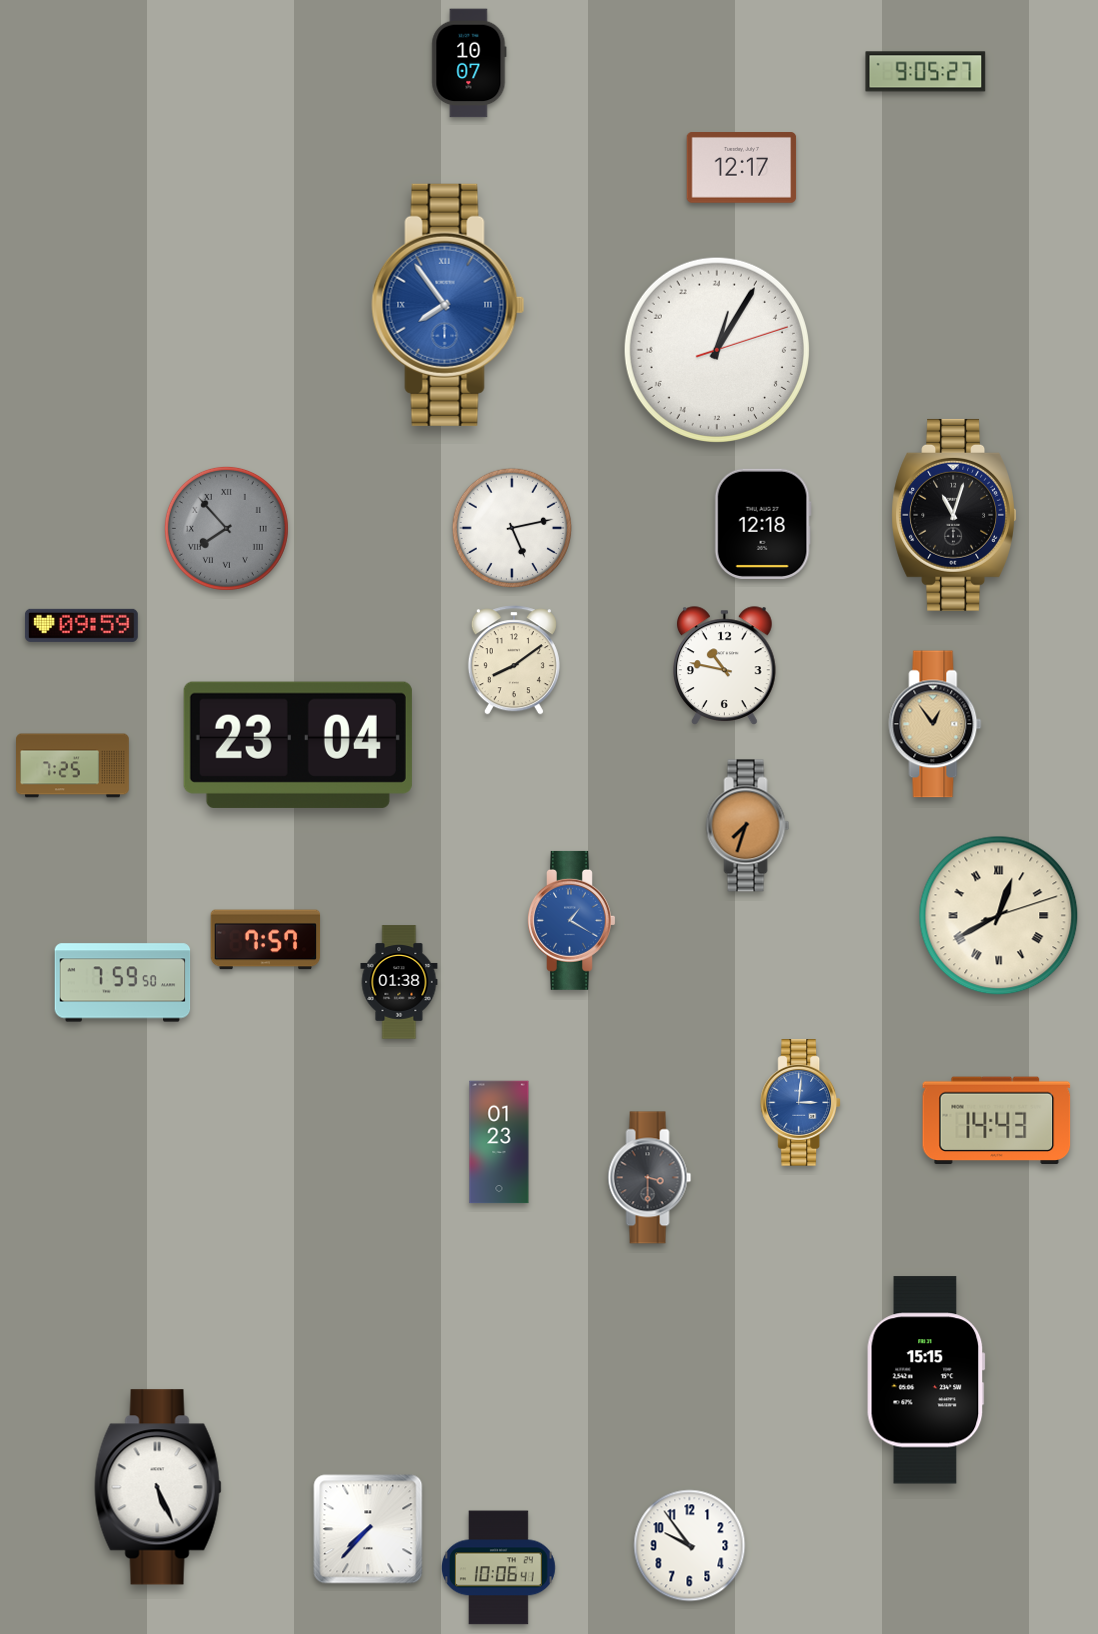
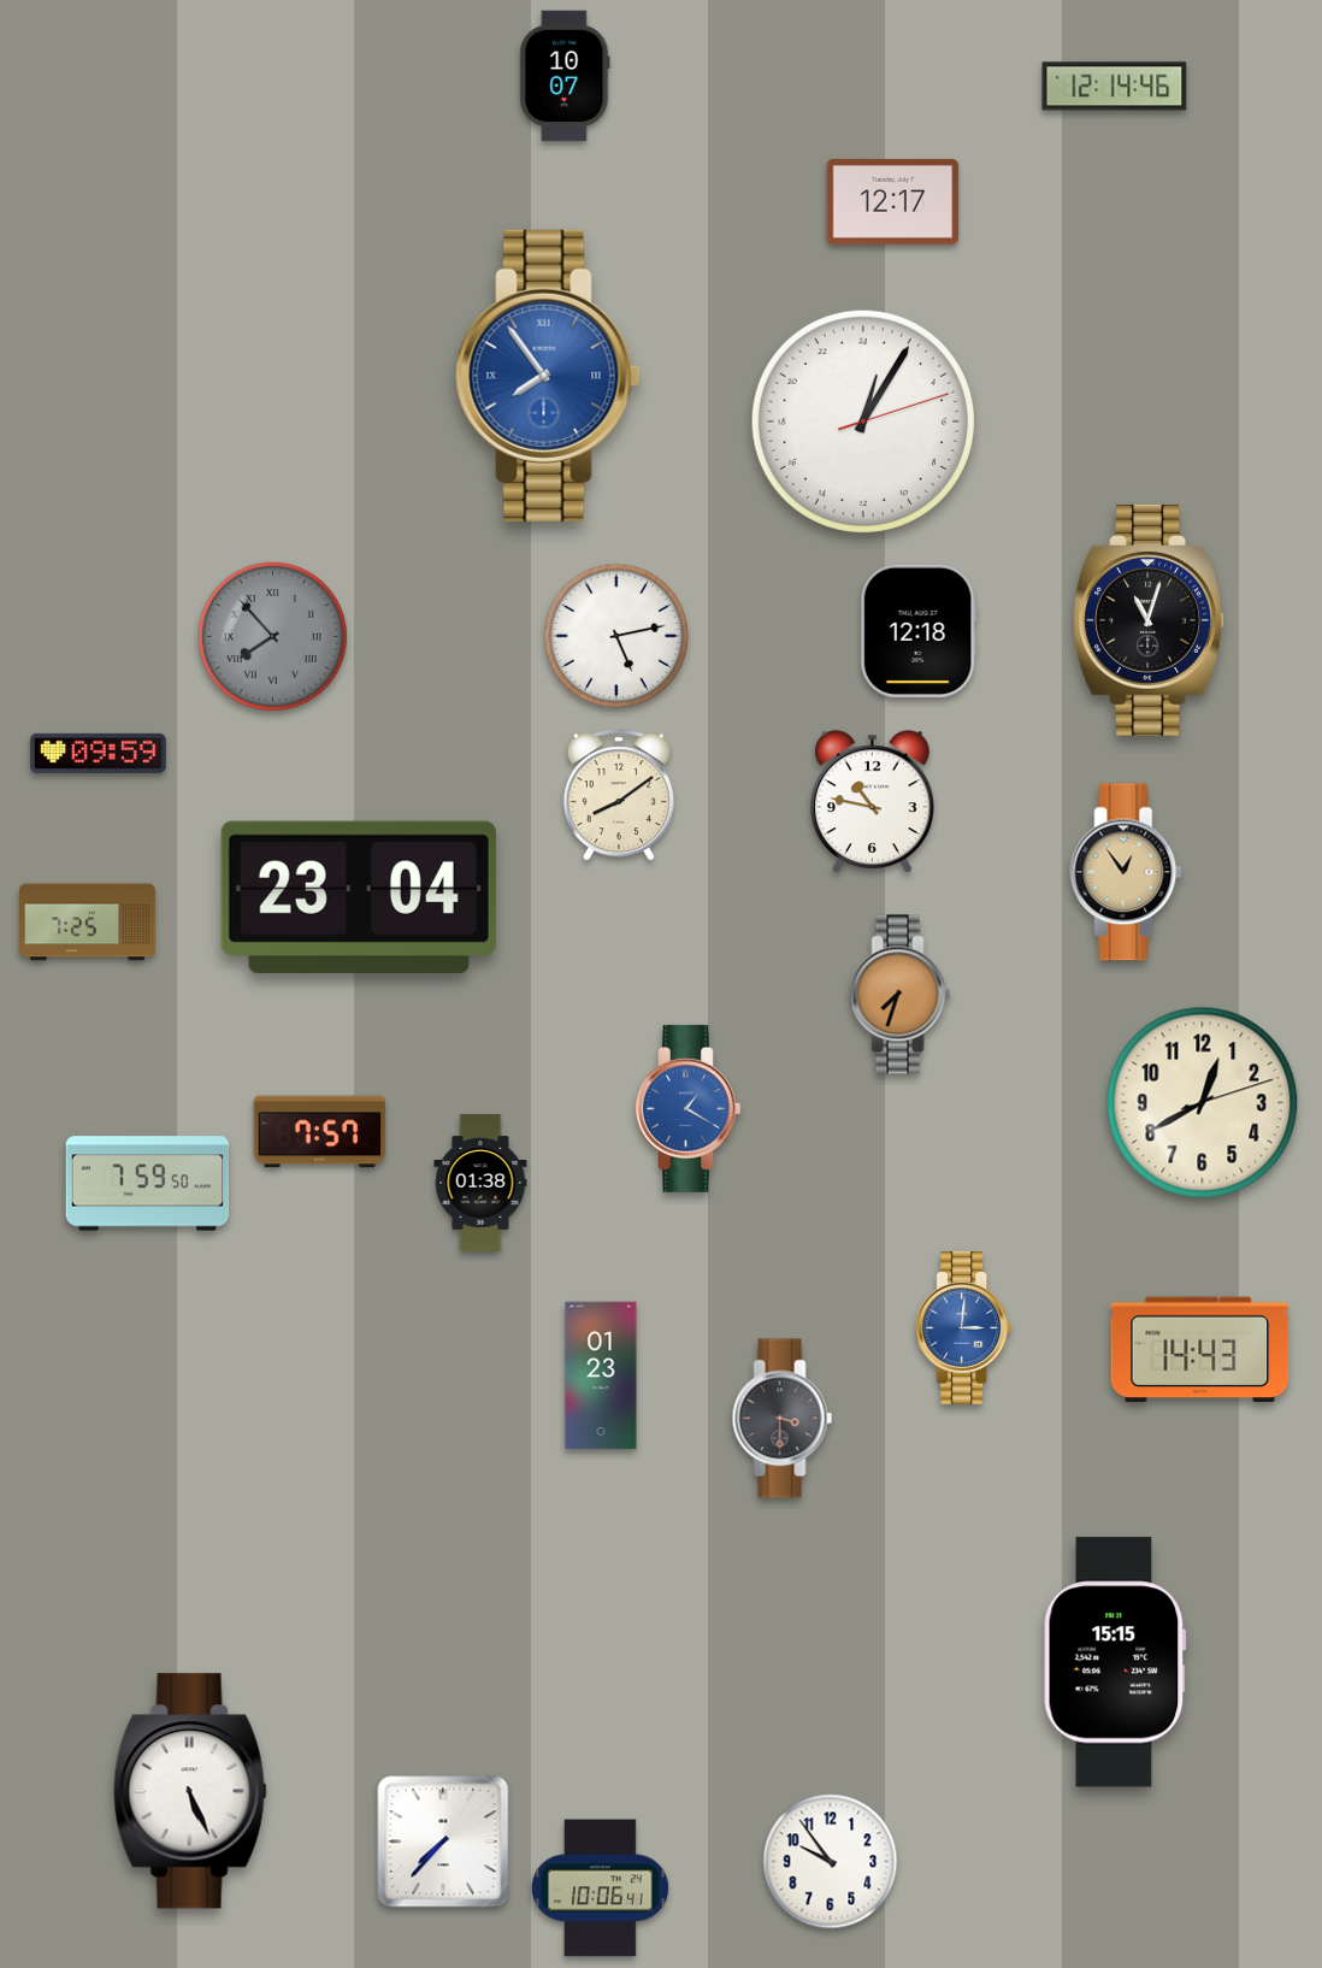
clock at (926, 72): 9:05 -> 12:14
clock at (448, 305) position: (448, 305) -> (548, 376)
clock at (999, 916) numerals: Roman -> Arabic
